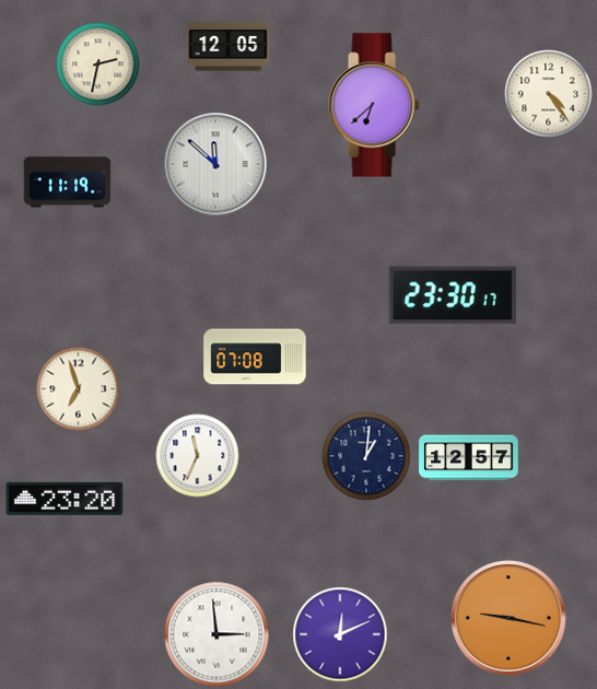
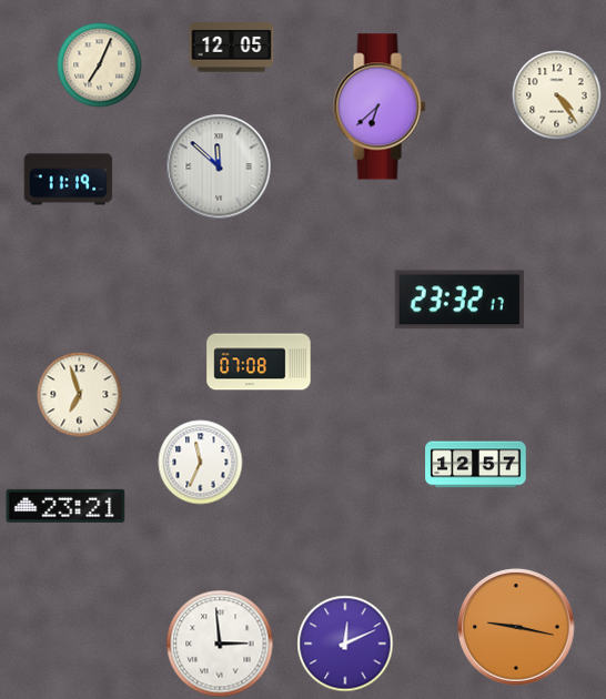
clock at (98, 65): 2:32 -> 7:04
clock at (68, 183) position: (68, 183) -> (69, 180)
clock at (453, 295): 23:30 -> 23:32
clock at (366, 456): 1:01 -> none
clock at (65, 499): 23:20 -> 23:21
